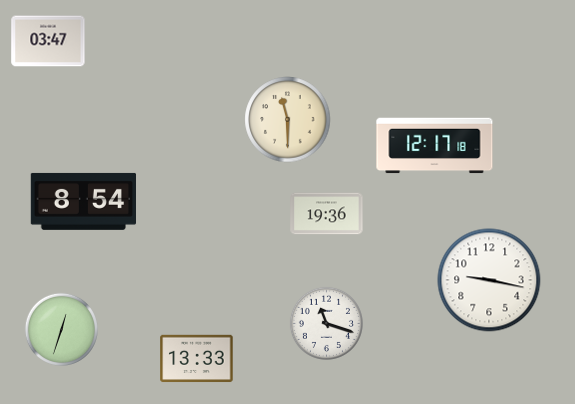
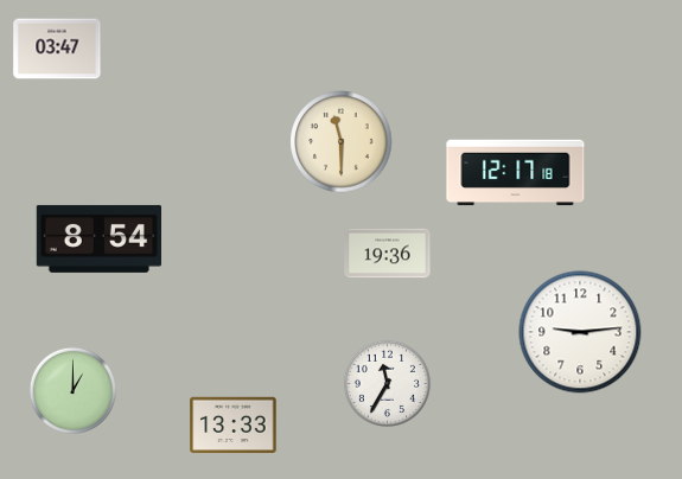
clock at (489, 280): 9:17 -> 9:14
clock at (326, 323): 11:18 -> 11:35
clock at (61, 329): 12:33 -> 1:00
